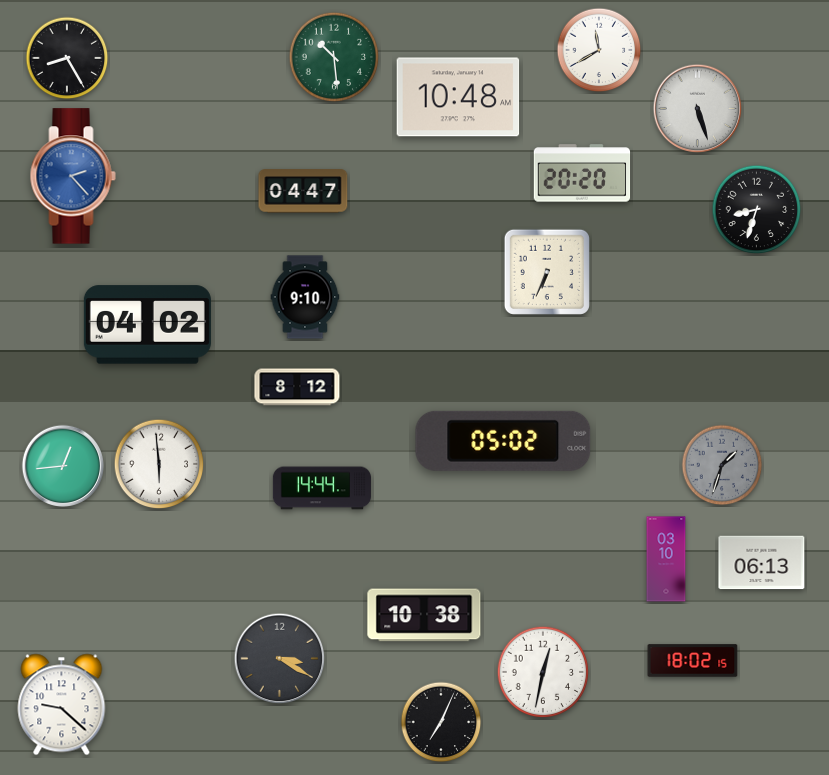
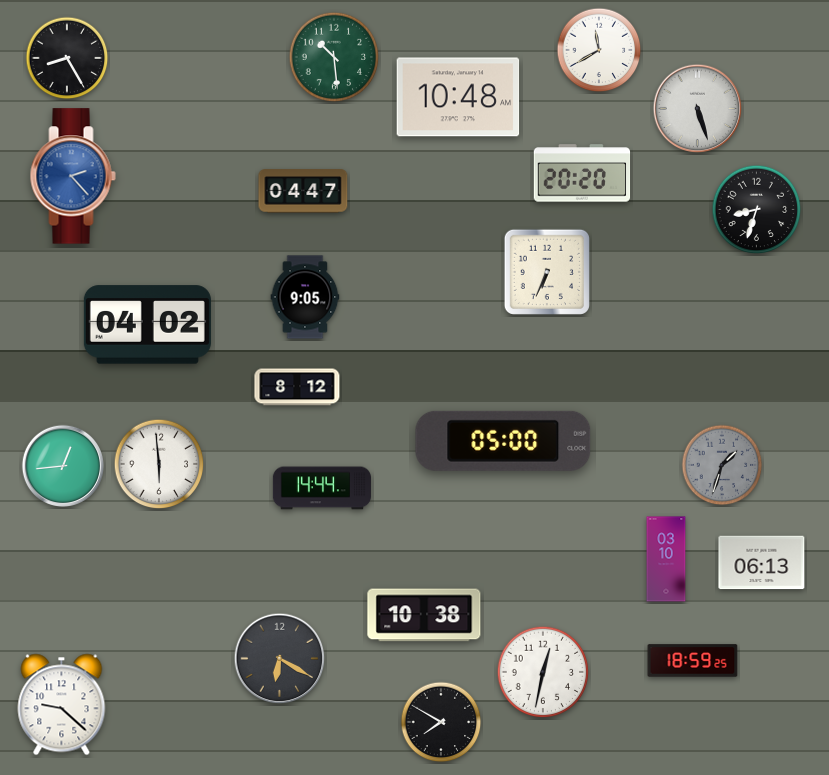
clock at (305, 297): 9:10 -> 9:05
clock at (503, 441): 05:02 -> 05:00
clock at (280, 659): 3:20 -> 6:20
clock at (693, 661): 18:02 -> 18:59
clock at (441, 722): 7:04 -> 7:50
